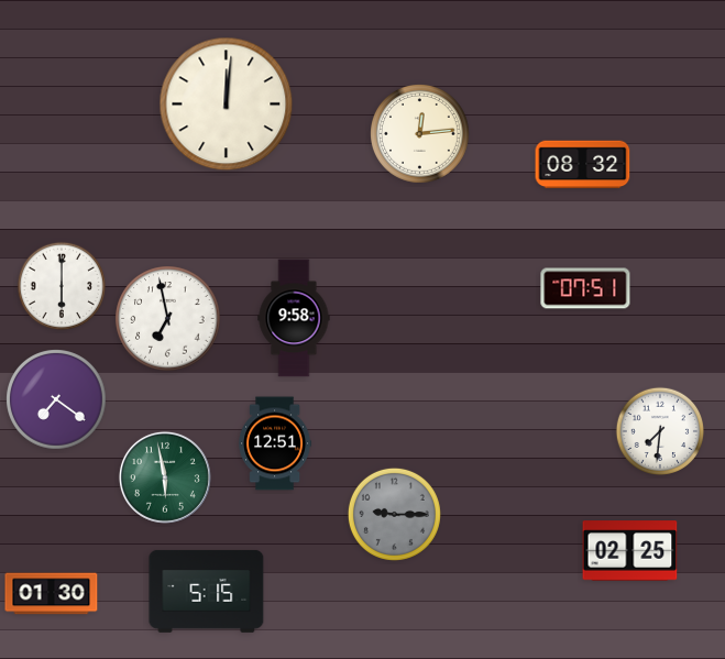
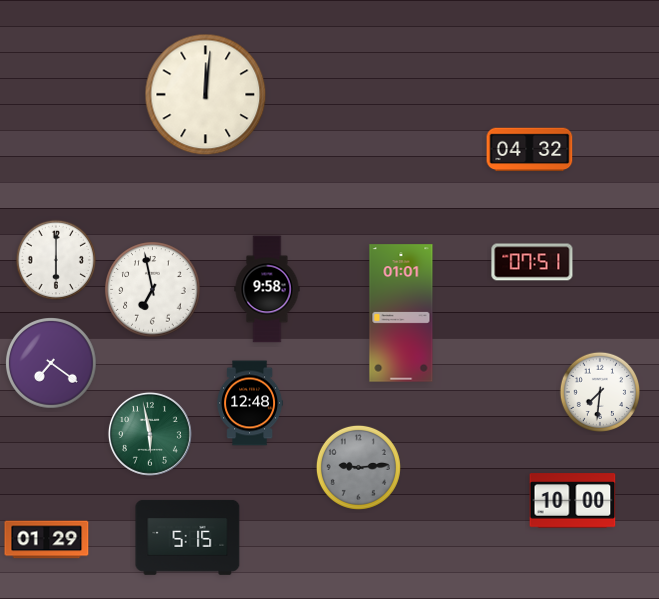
clock at (420, 134): 12:14 -> none
clock at (583, 165): 08:32 -> 04:32
clock at (401, 313): none -> 01:01
clock at (274, 443): 12:51 -> 12:48
clock at (394, 514): 9:15 -> 9:14
clock at (630, 551): 02:25 -> 10:00
clock at (52, 594): 01:30 -> 01:29
